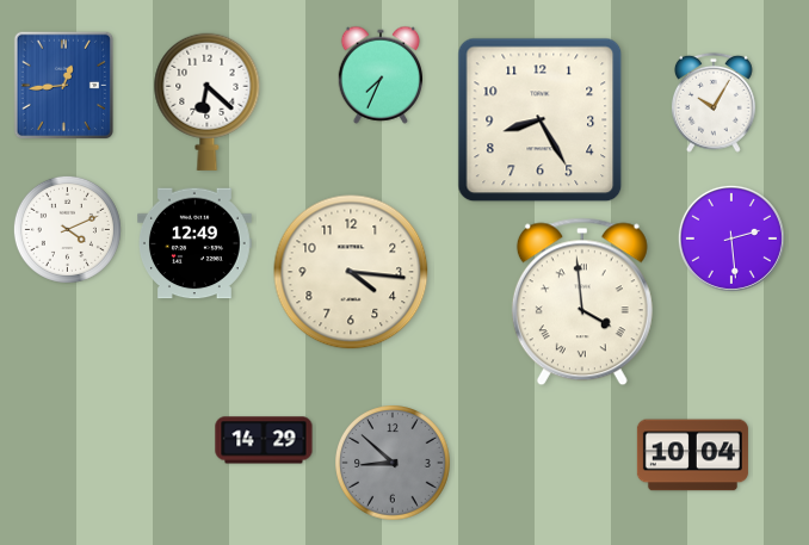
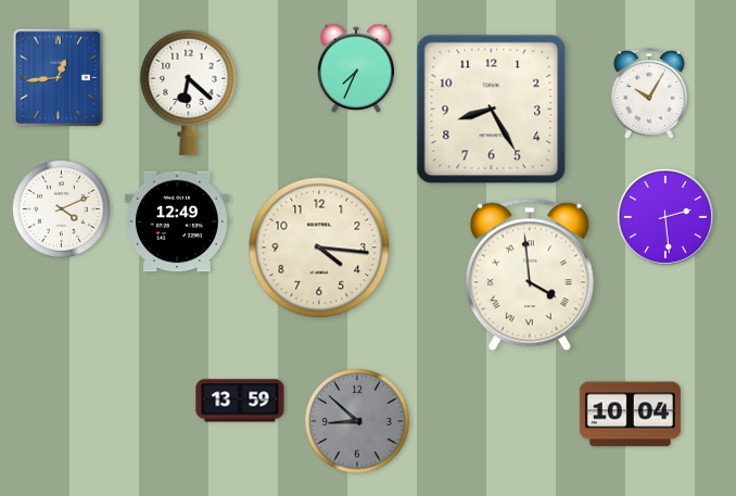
clock at (381, 75) position: (381, 75) -> (356, 68)
clock at (264, 440): 14:29 -> 13:59
